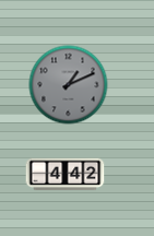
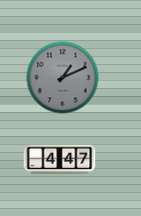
clock at (66, 175): 4:42 -> 4:47
